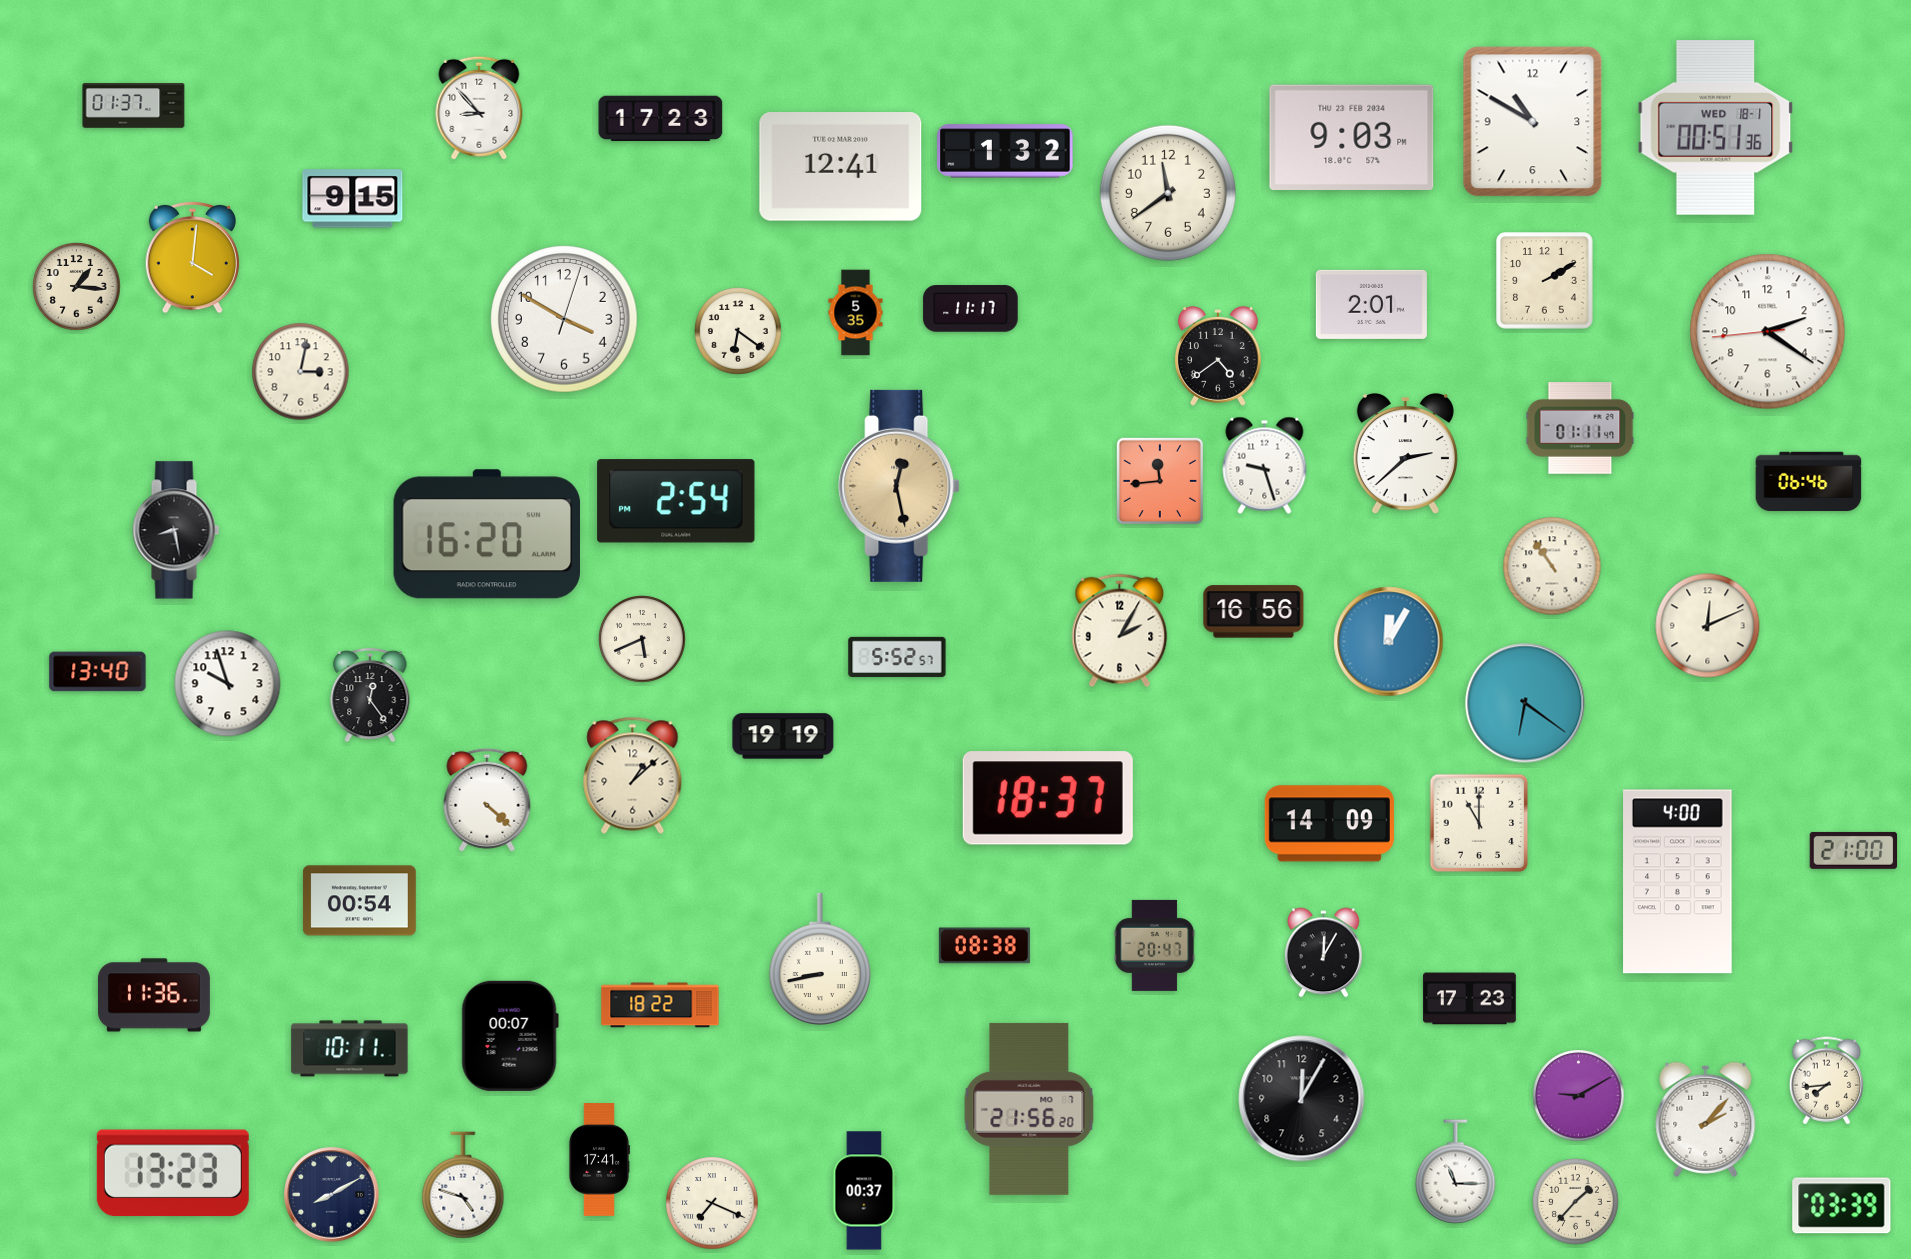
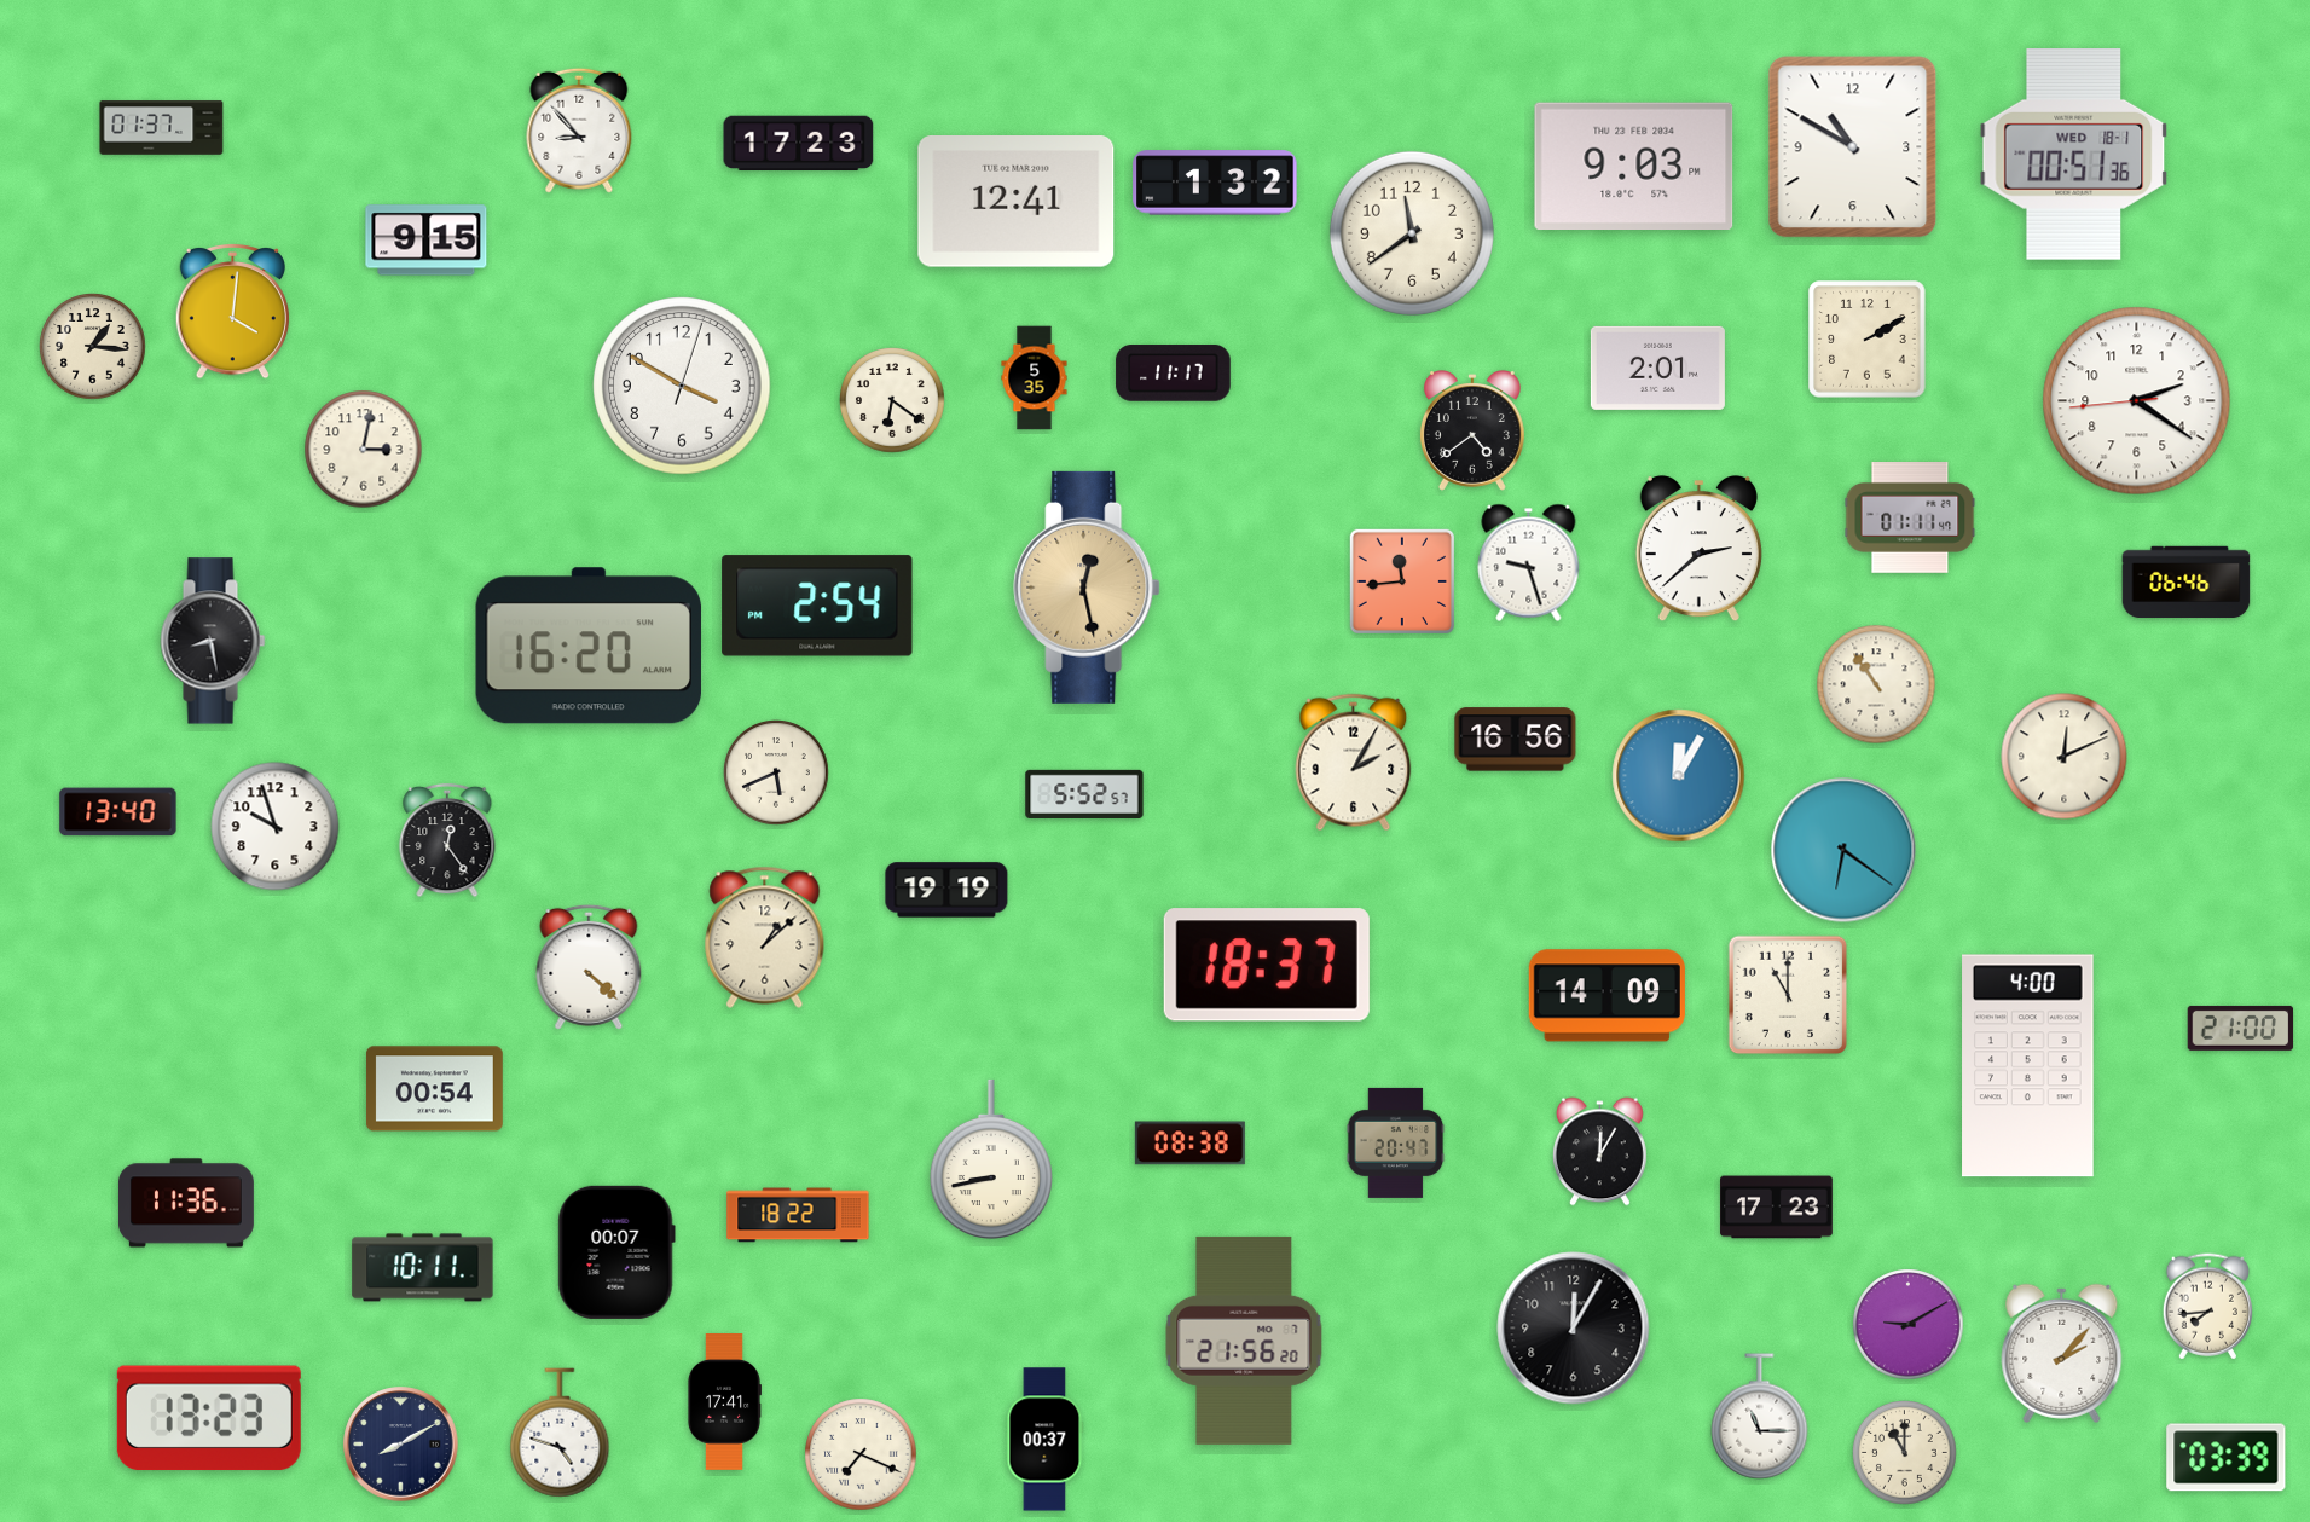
clock at (1576, 1202): 1:37 -> 11:00
